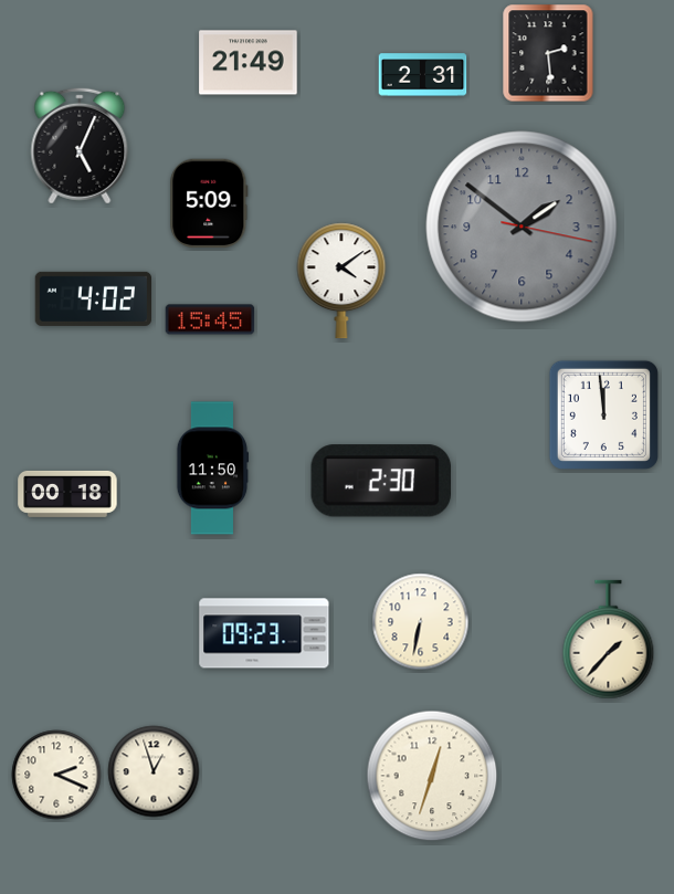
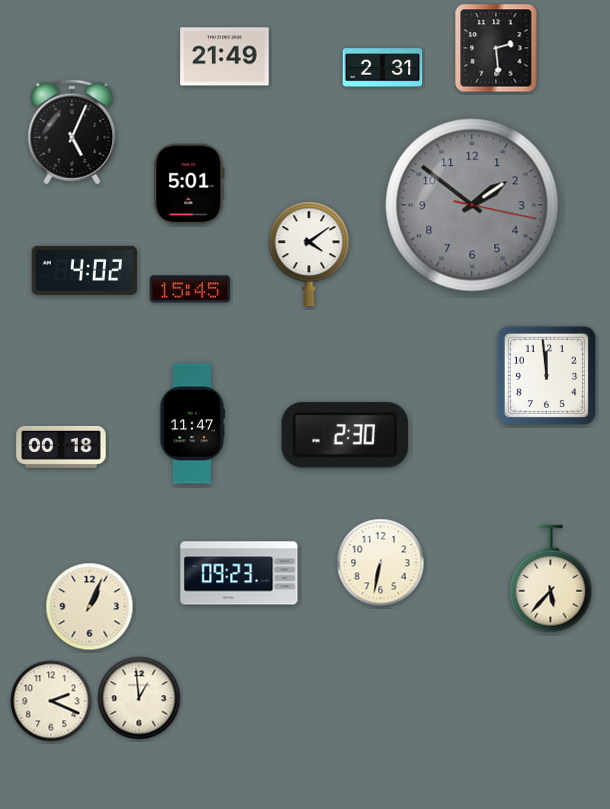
clock at (209, 203): 5:09 -> 5:01
clock at (212, 469): 11:50 -> 11:47
clock at (609, 640): 1:37 -> 5:37
clock at (90, 607): none -> 1:04
clock at (154, 771): 12:57 -> 12:59
clock at (432, 776): 12:33 -> none
